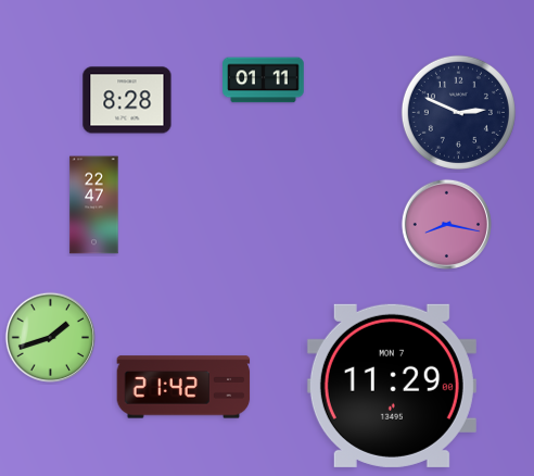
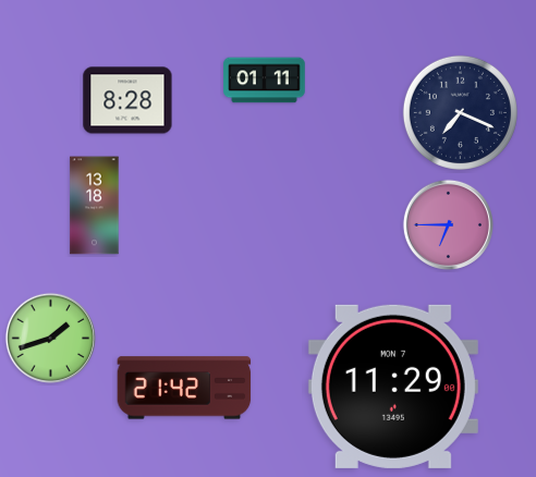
clock at (458, 112): 2:49 -> 7:19
clock at (94, 205): 22:47 -> 13:18
clock at (446, 224): 8:17 -> 6:45
